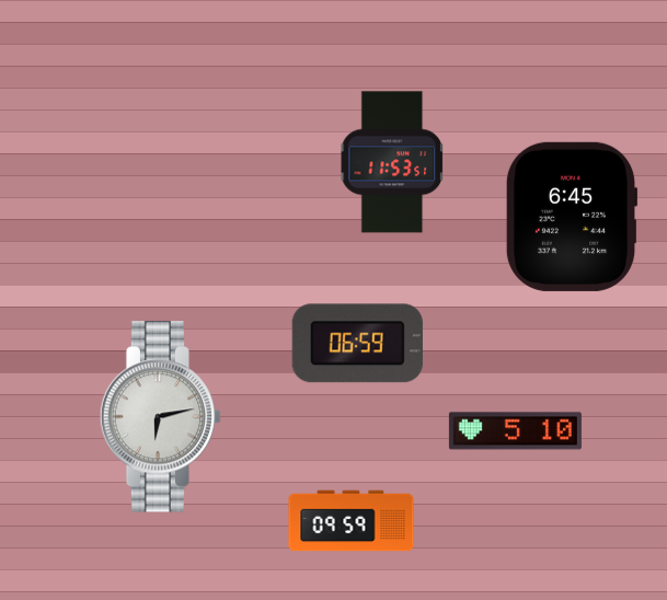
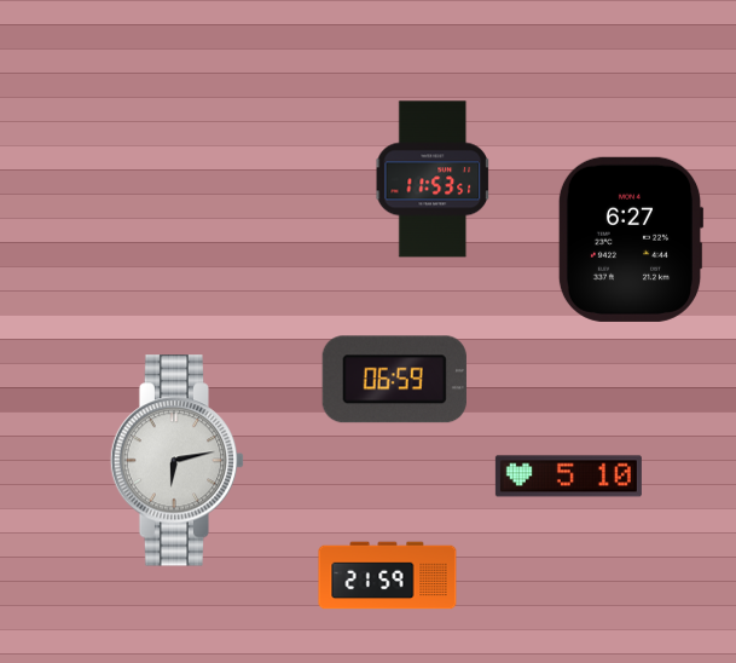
clock at (572, 217): 6:45 -> 6:27
clock at (352, 521): 09:59 -> 21:59
